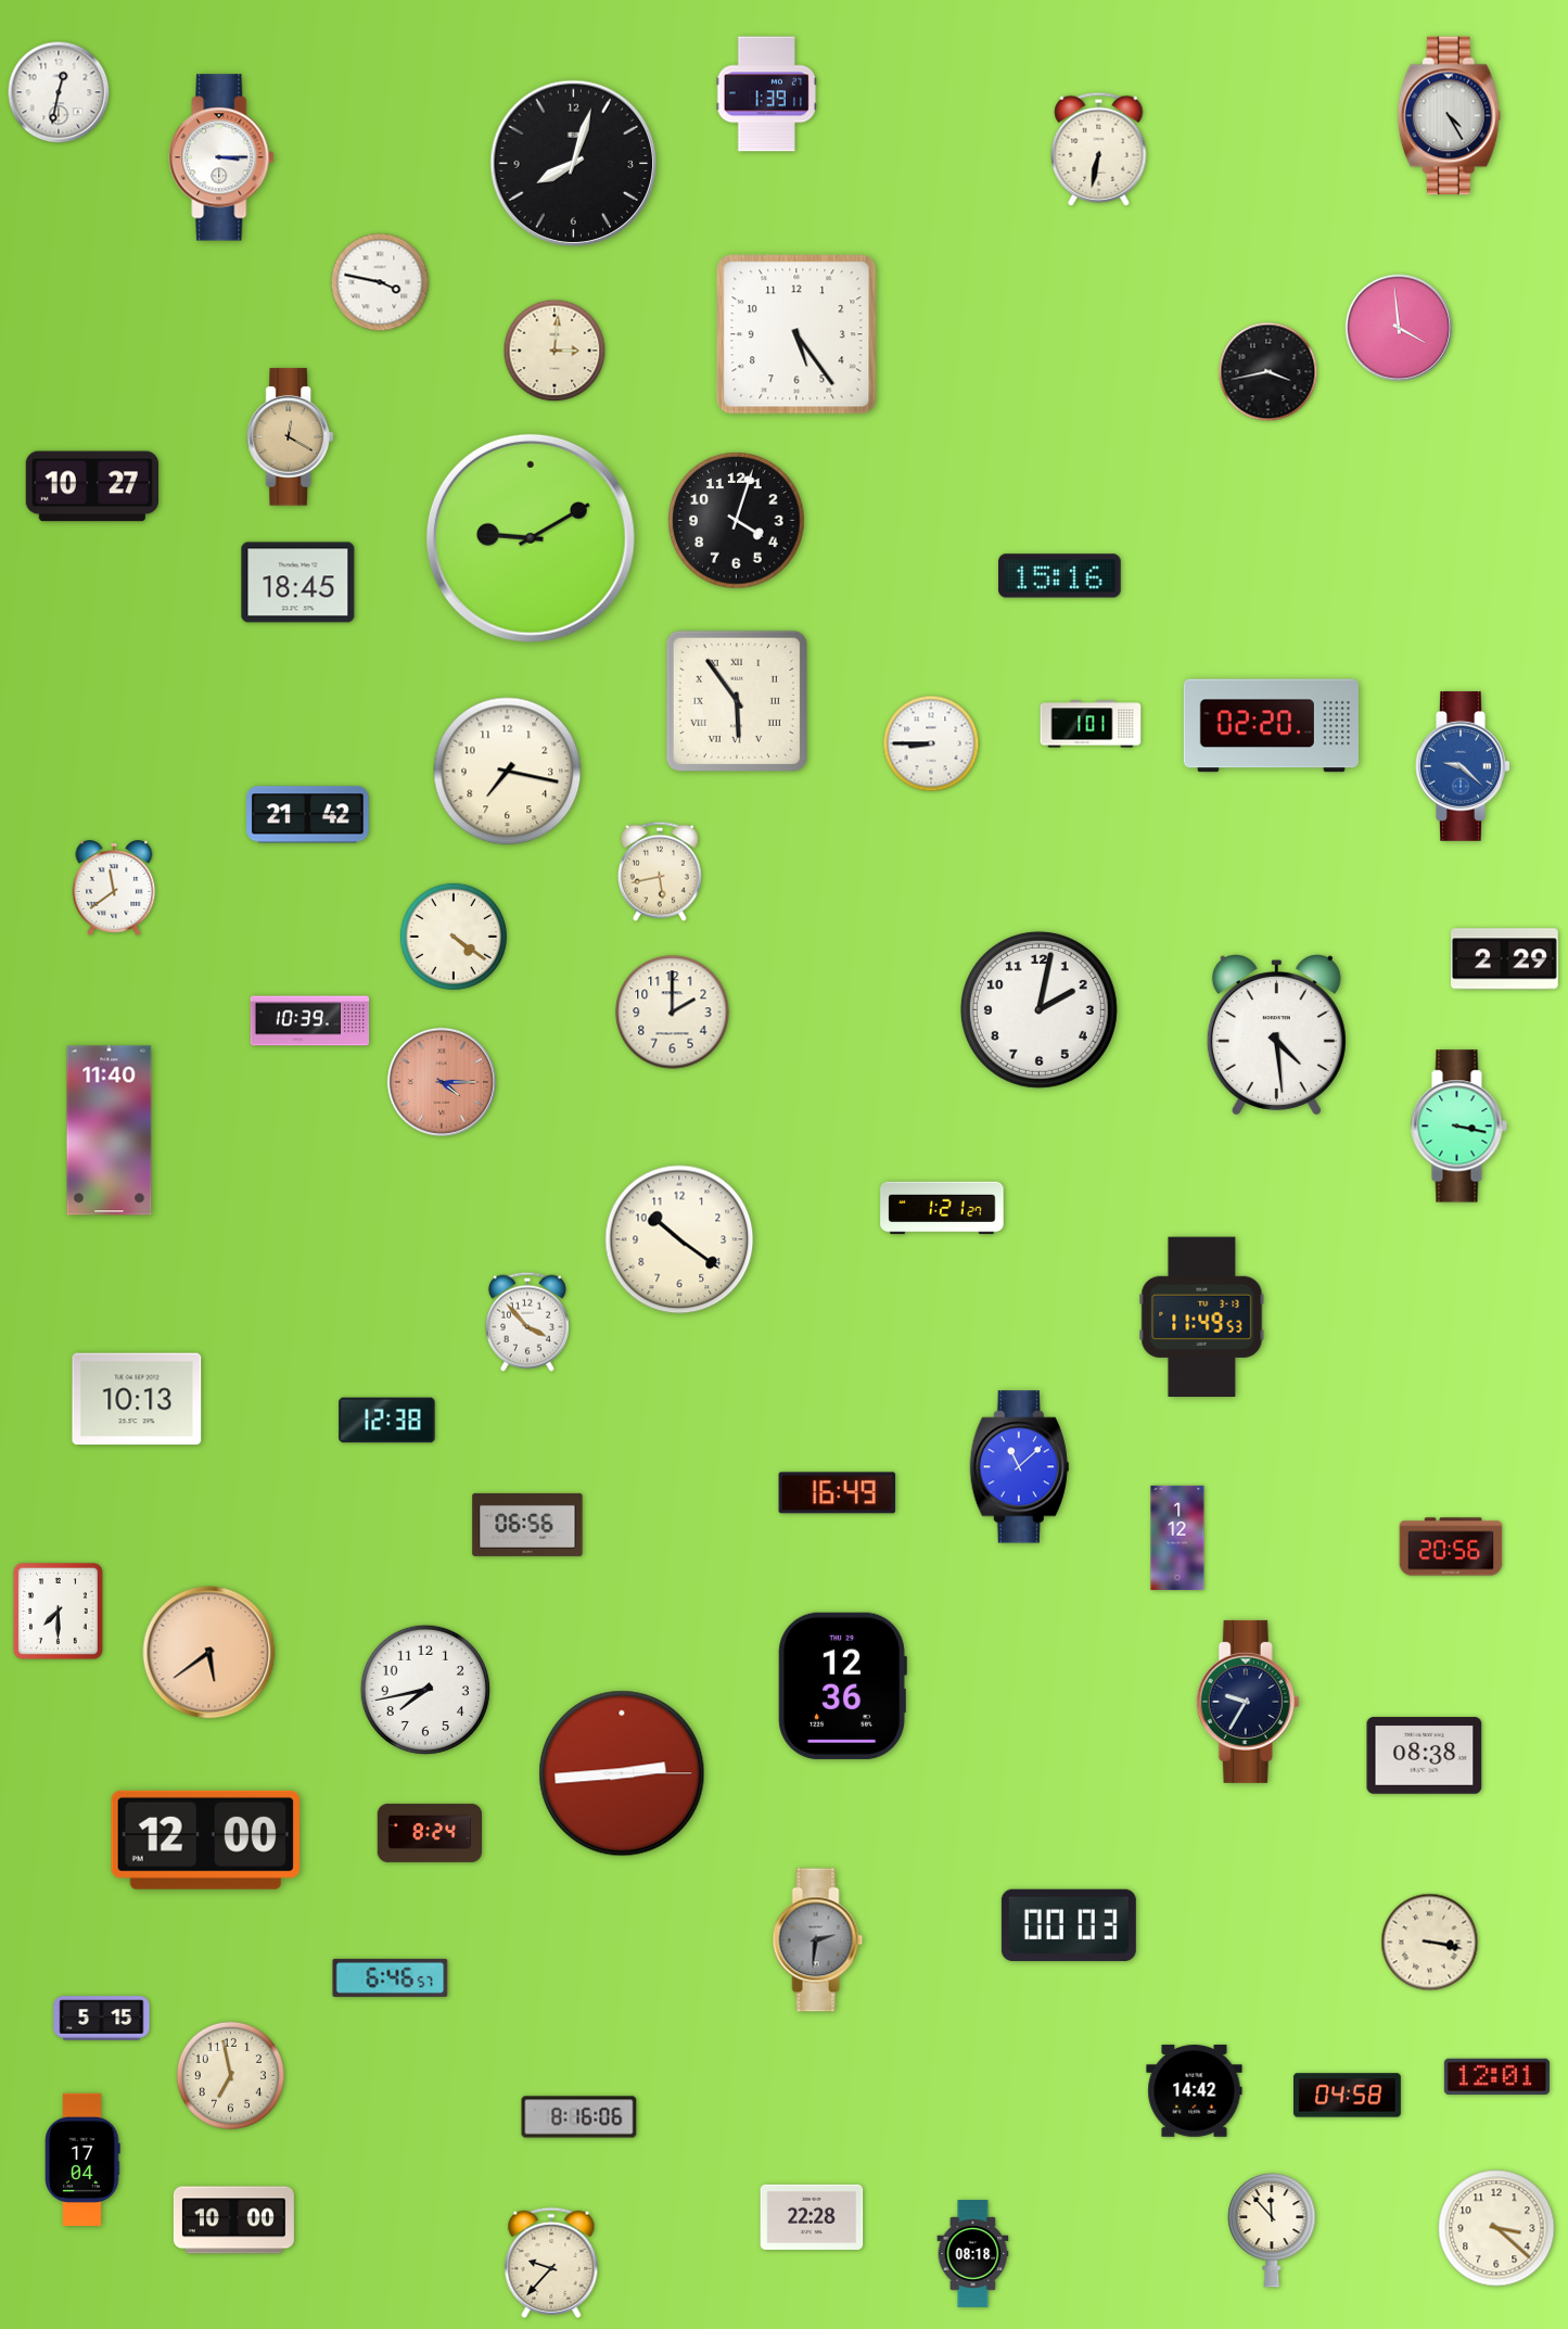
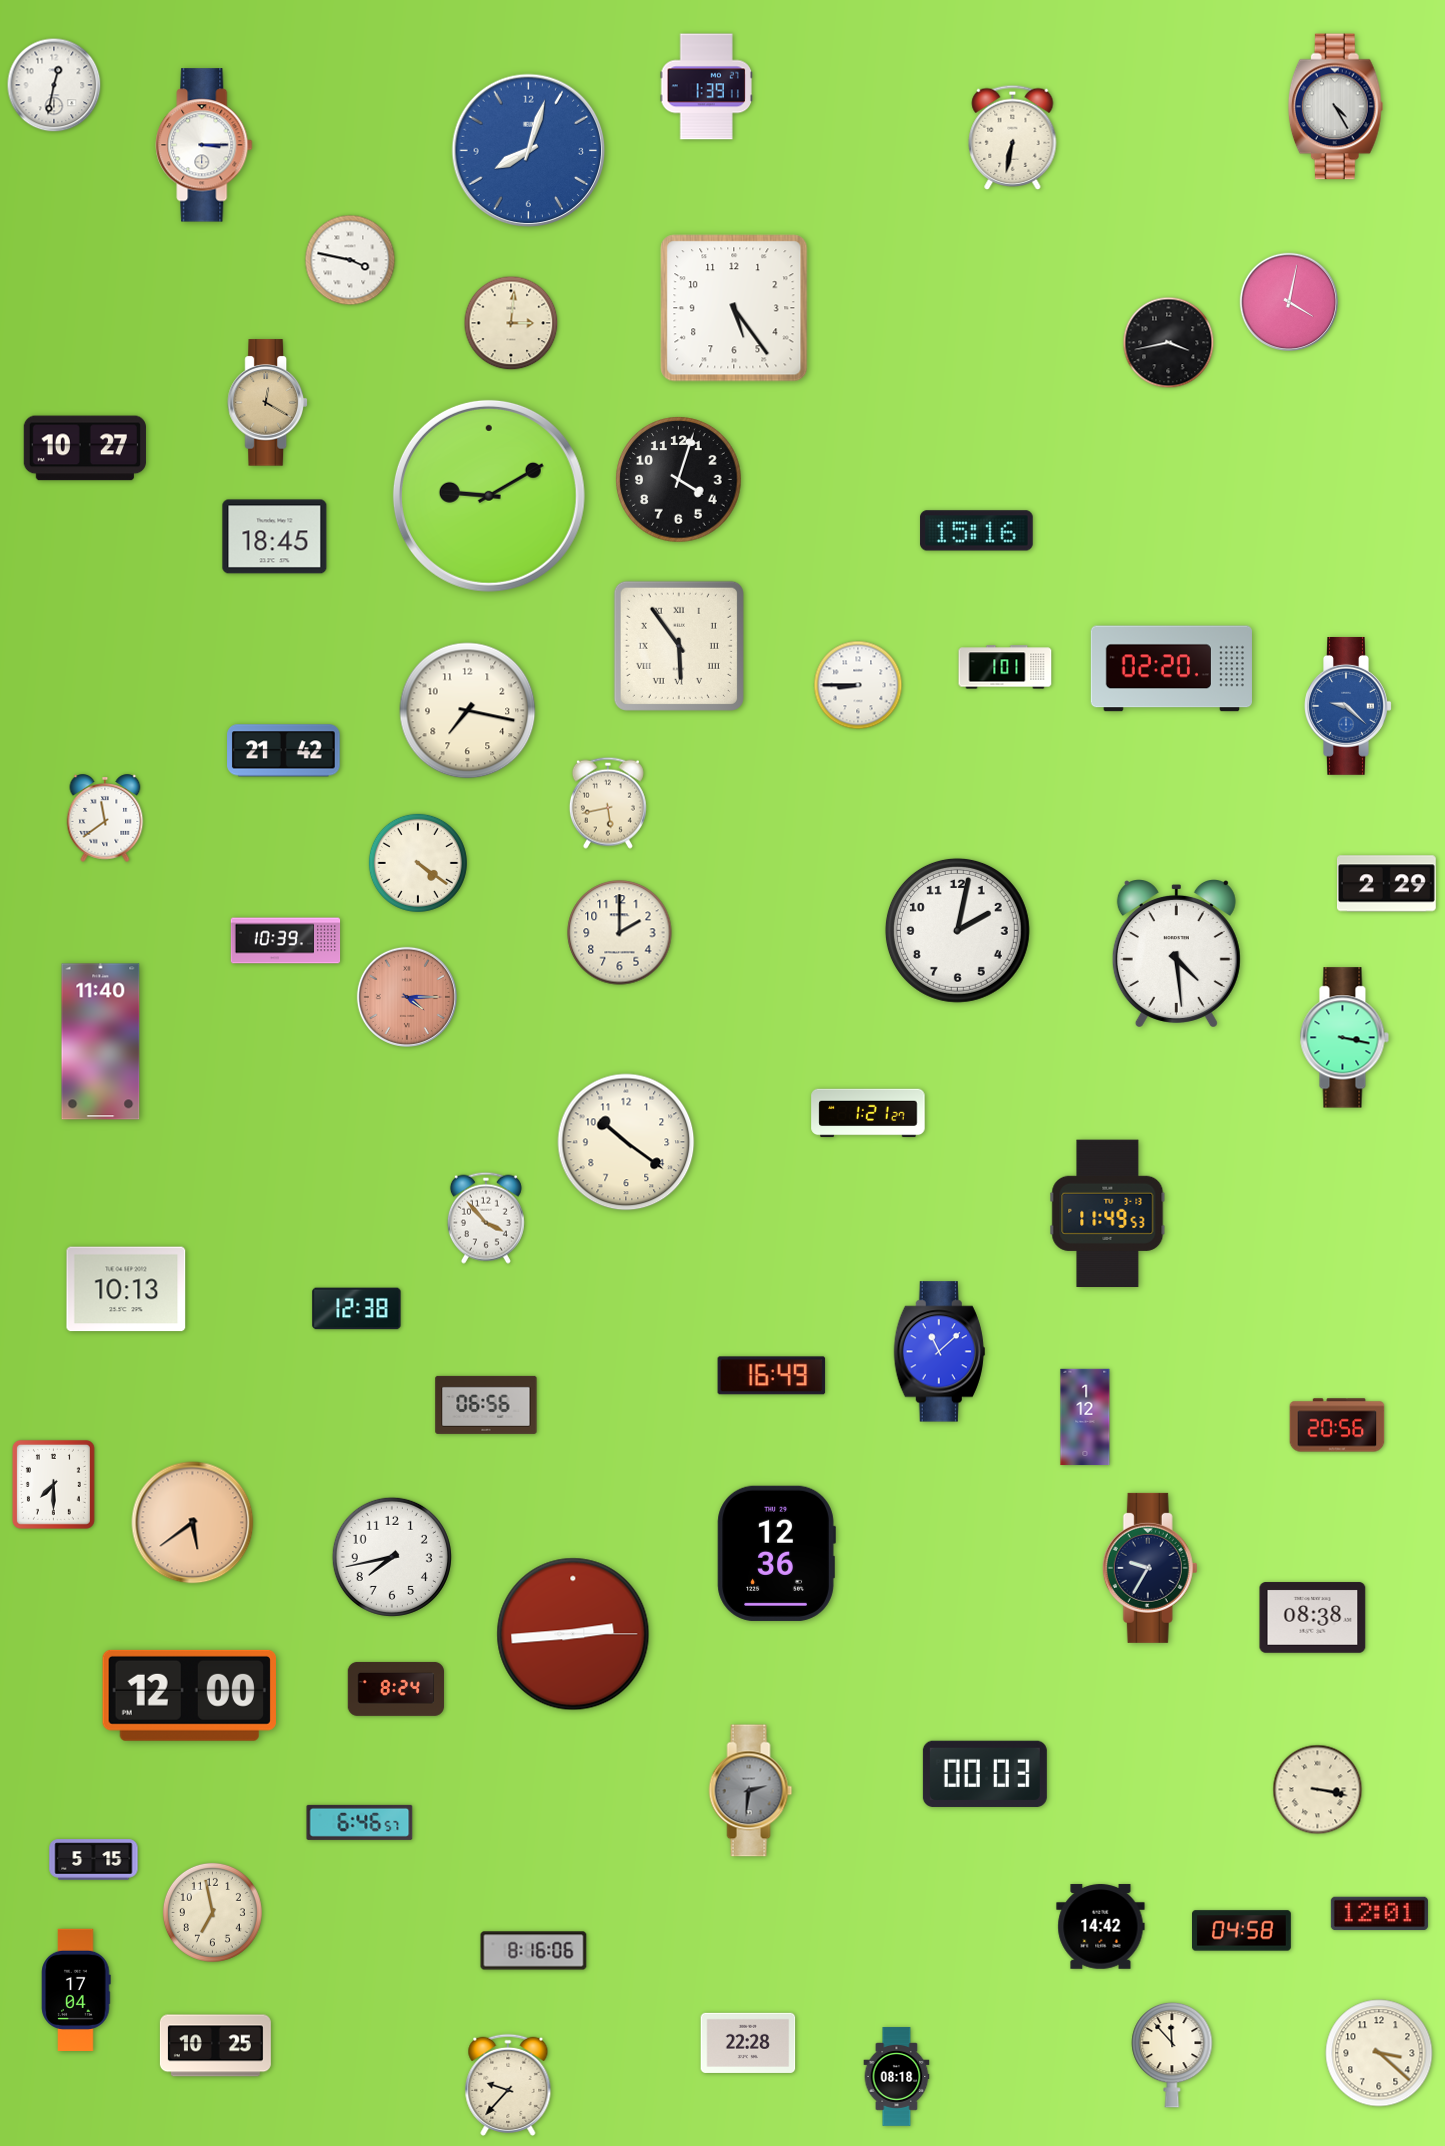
clock at (574, 164) dial: black -> blue
clock at (1398, 327): 3:59 -> 4:02
clock at (818, 1940) position: (818, 1940) -> (751, 1791)
clock at (233, 2220): 10:00 -> 10:25
